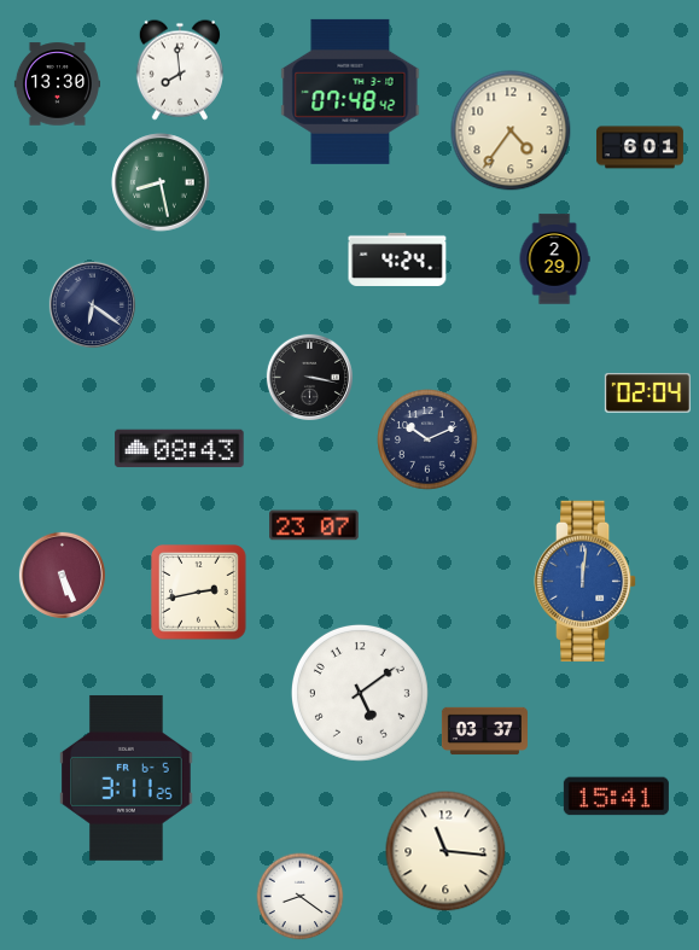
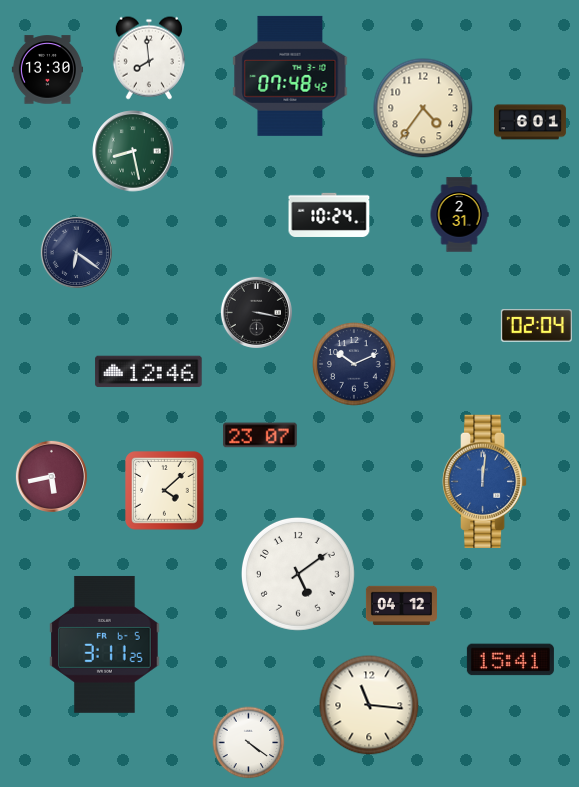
clock at (397, 260): 4:24 -> 10:24
clock at (554, 260): 2:29 -> 2:31
clock at (180, 449): 08:43 -> 12:46
clock at (62, 575): 5:26 -> 5:43
clock at (199, 593): 2:43 -> 4:08
clock at (484, 732): 03:37 -> 04:12
clock at (301, 897): 8:21 -> 4:21
